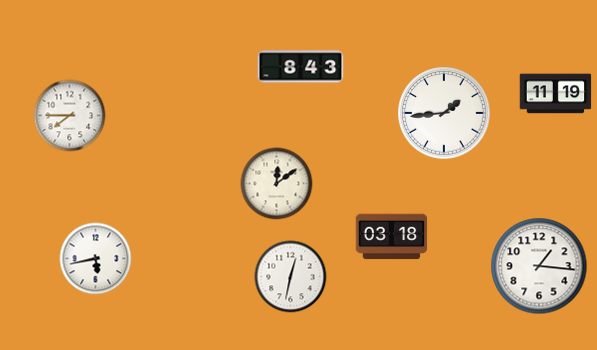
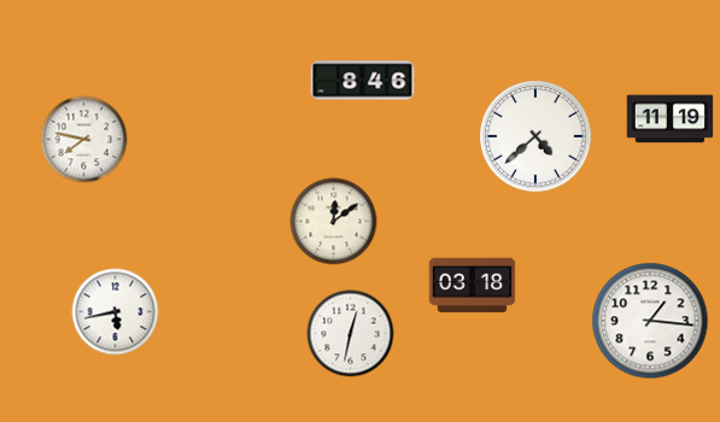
clock at (301, 67): 8:43 -> 8:46
clock at (556, 94) position: (556, 94) -> (671, 119)
clock at (444, 113): 1:44 -> 4:38
clock at (70, 116): 7:45 -> 7:47
